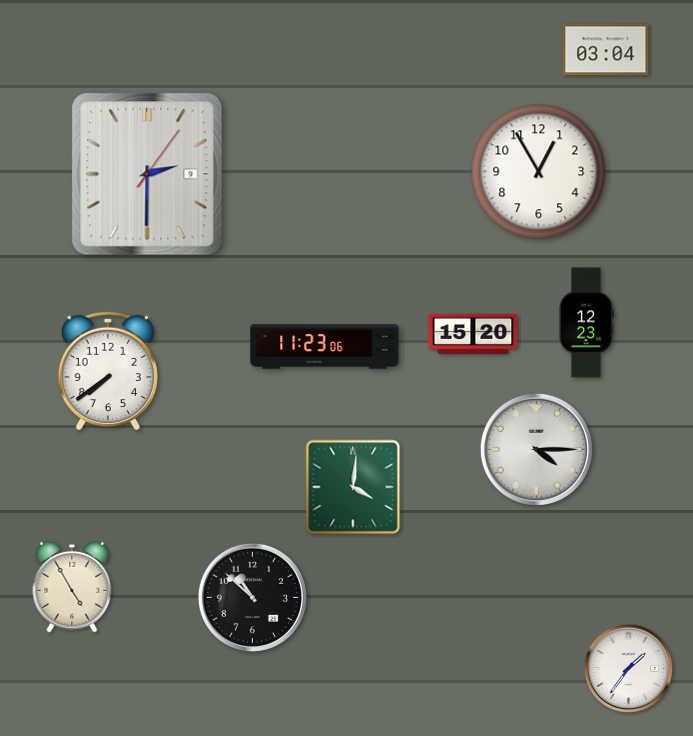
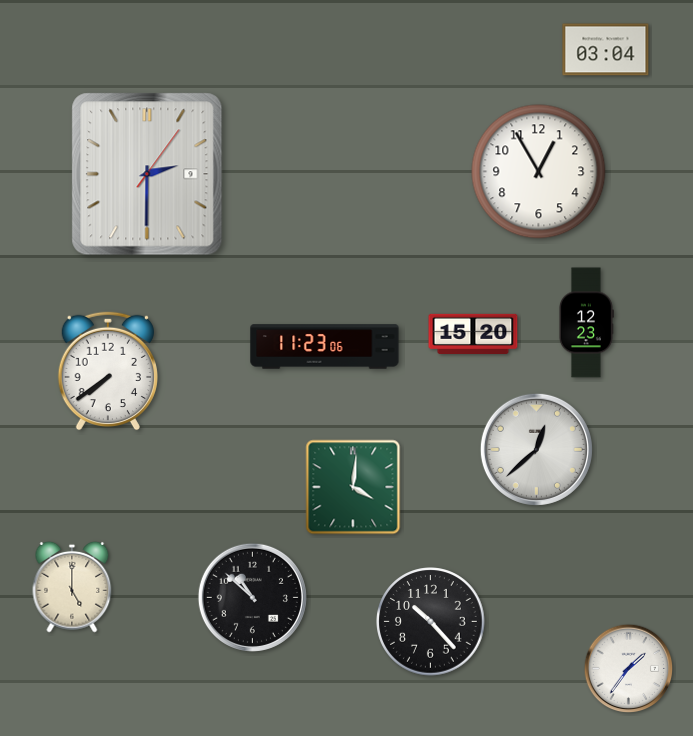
clock at (536, 449): 4:15 -> 12:38
clock at (72, 587): 4:55 -> 5:00
clock at (431, 622): none -> 10:23
